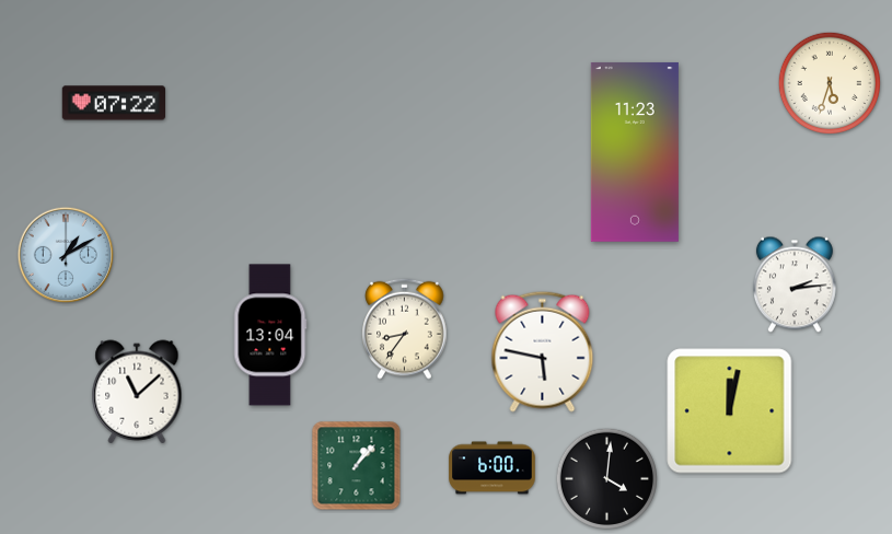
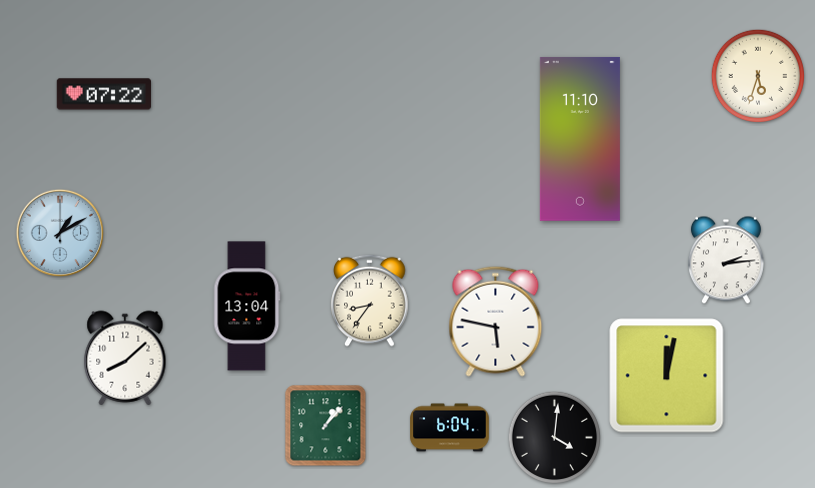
clock at (635, 152): 11:23 -> 11:10
clock at (137, 392): 11:08 -> 8:08
clock at (493, 468): 6:00 -> 6:04
